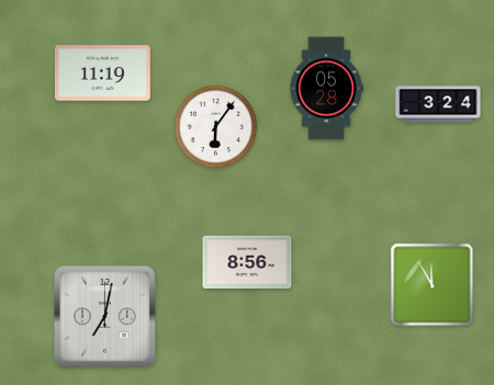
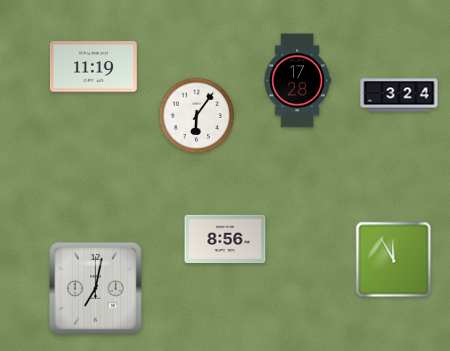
clock at (326, 89): 05:28 -> 17:28
